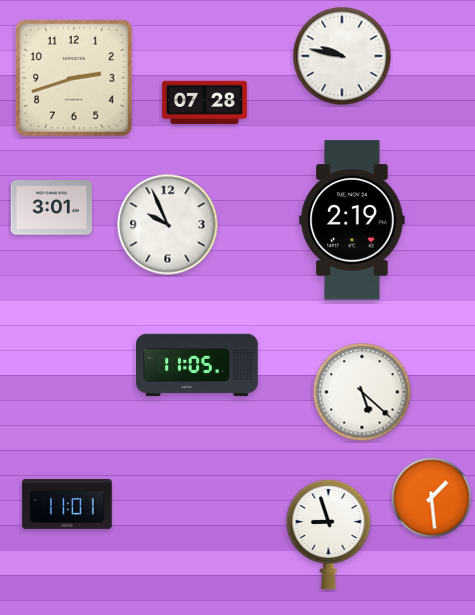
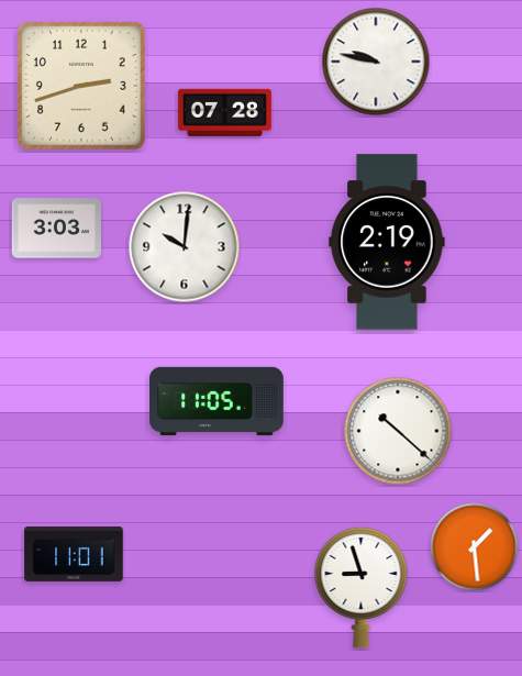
clock at (51, 208): 3:01 -> 3:03
clock at (168, 225): 9:56 -> 10:01
clock at (362, 392): 5:22 -> 10:22
